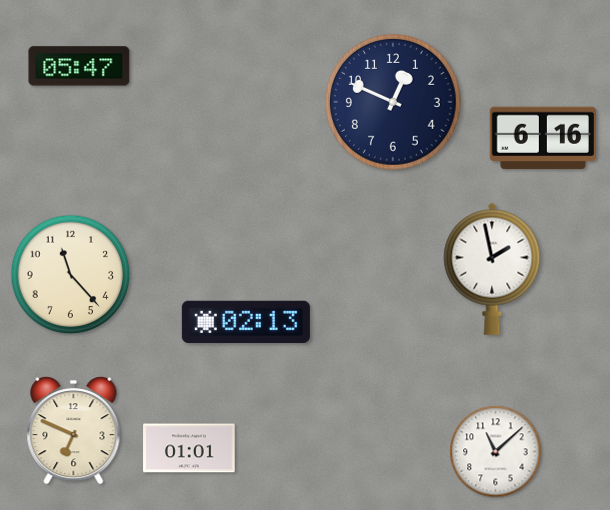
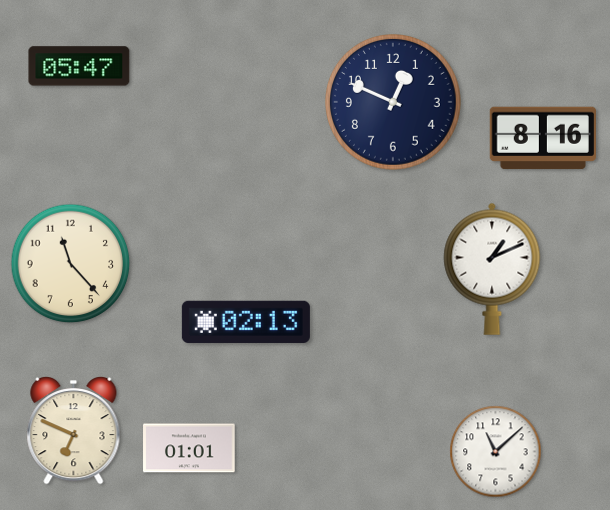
clock at (542, 138): 6:16 -> 8:16
clock at (492, 269): 1:58 -> 1:11
clock at (71, 275) position: (71, 275) -> (71, 264)
